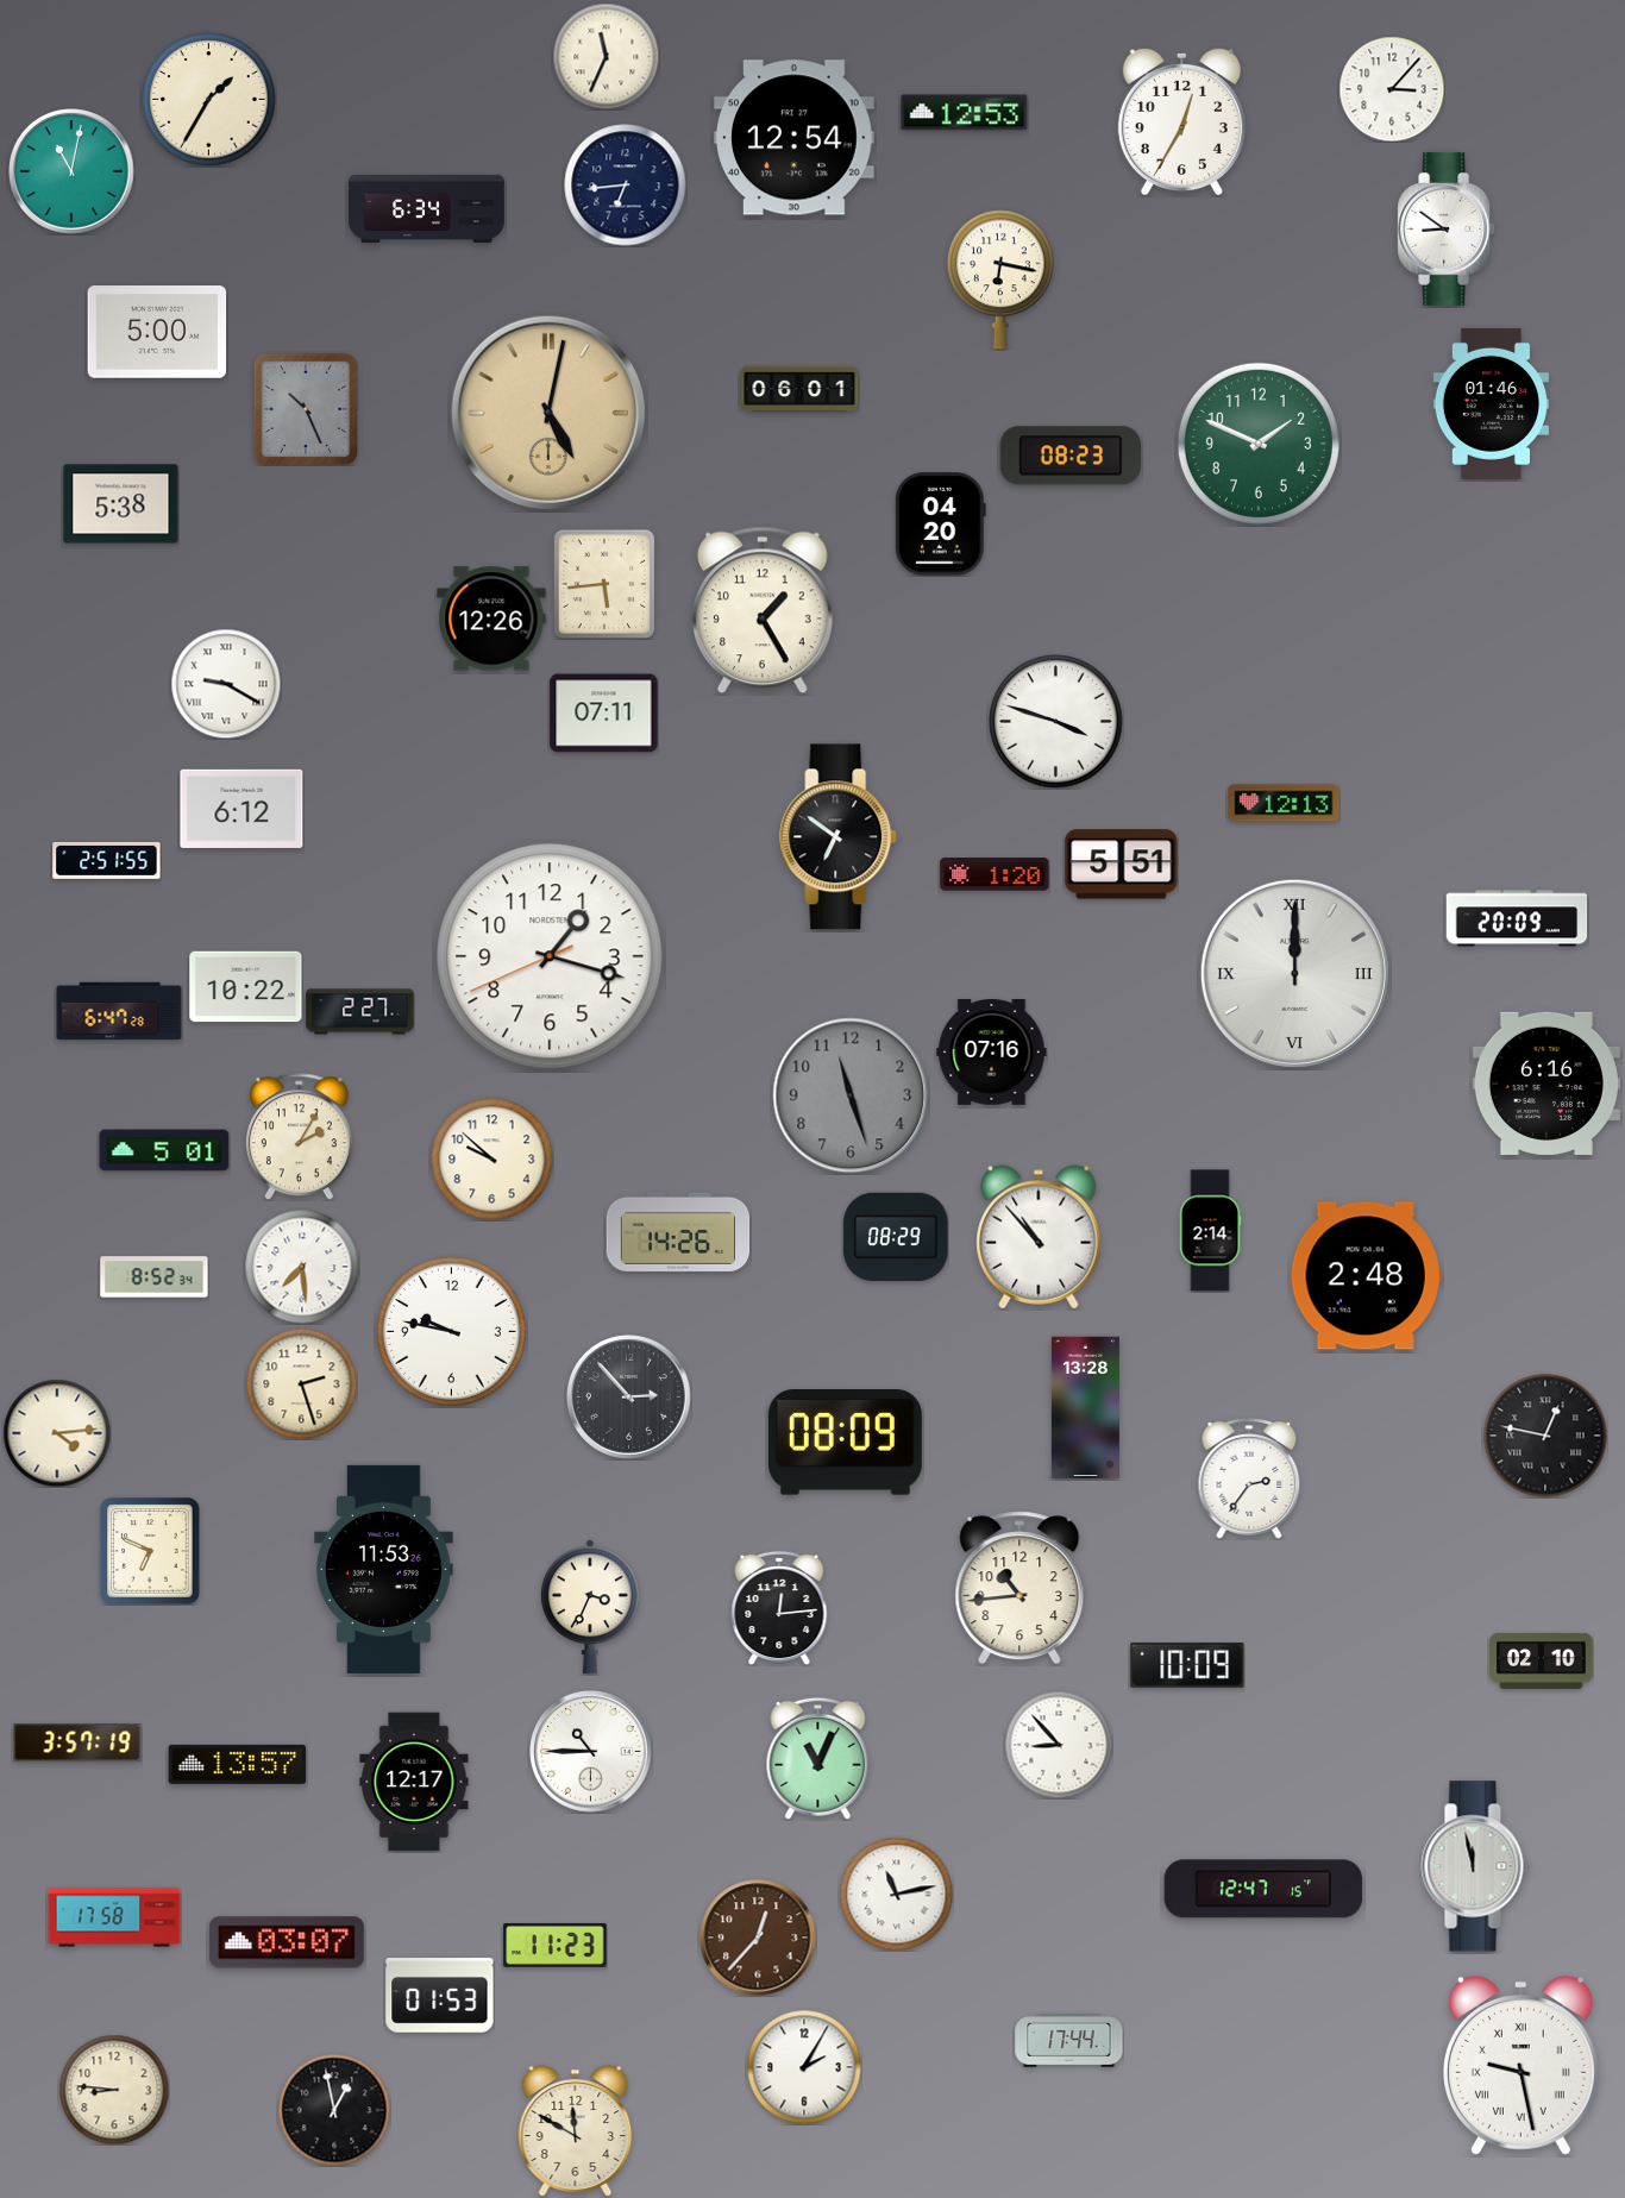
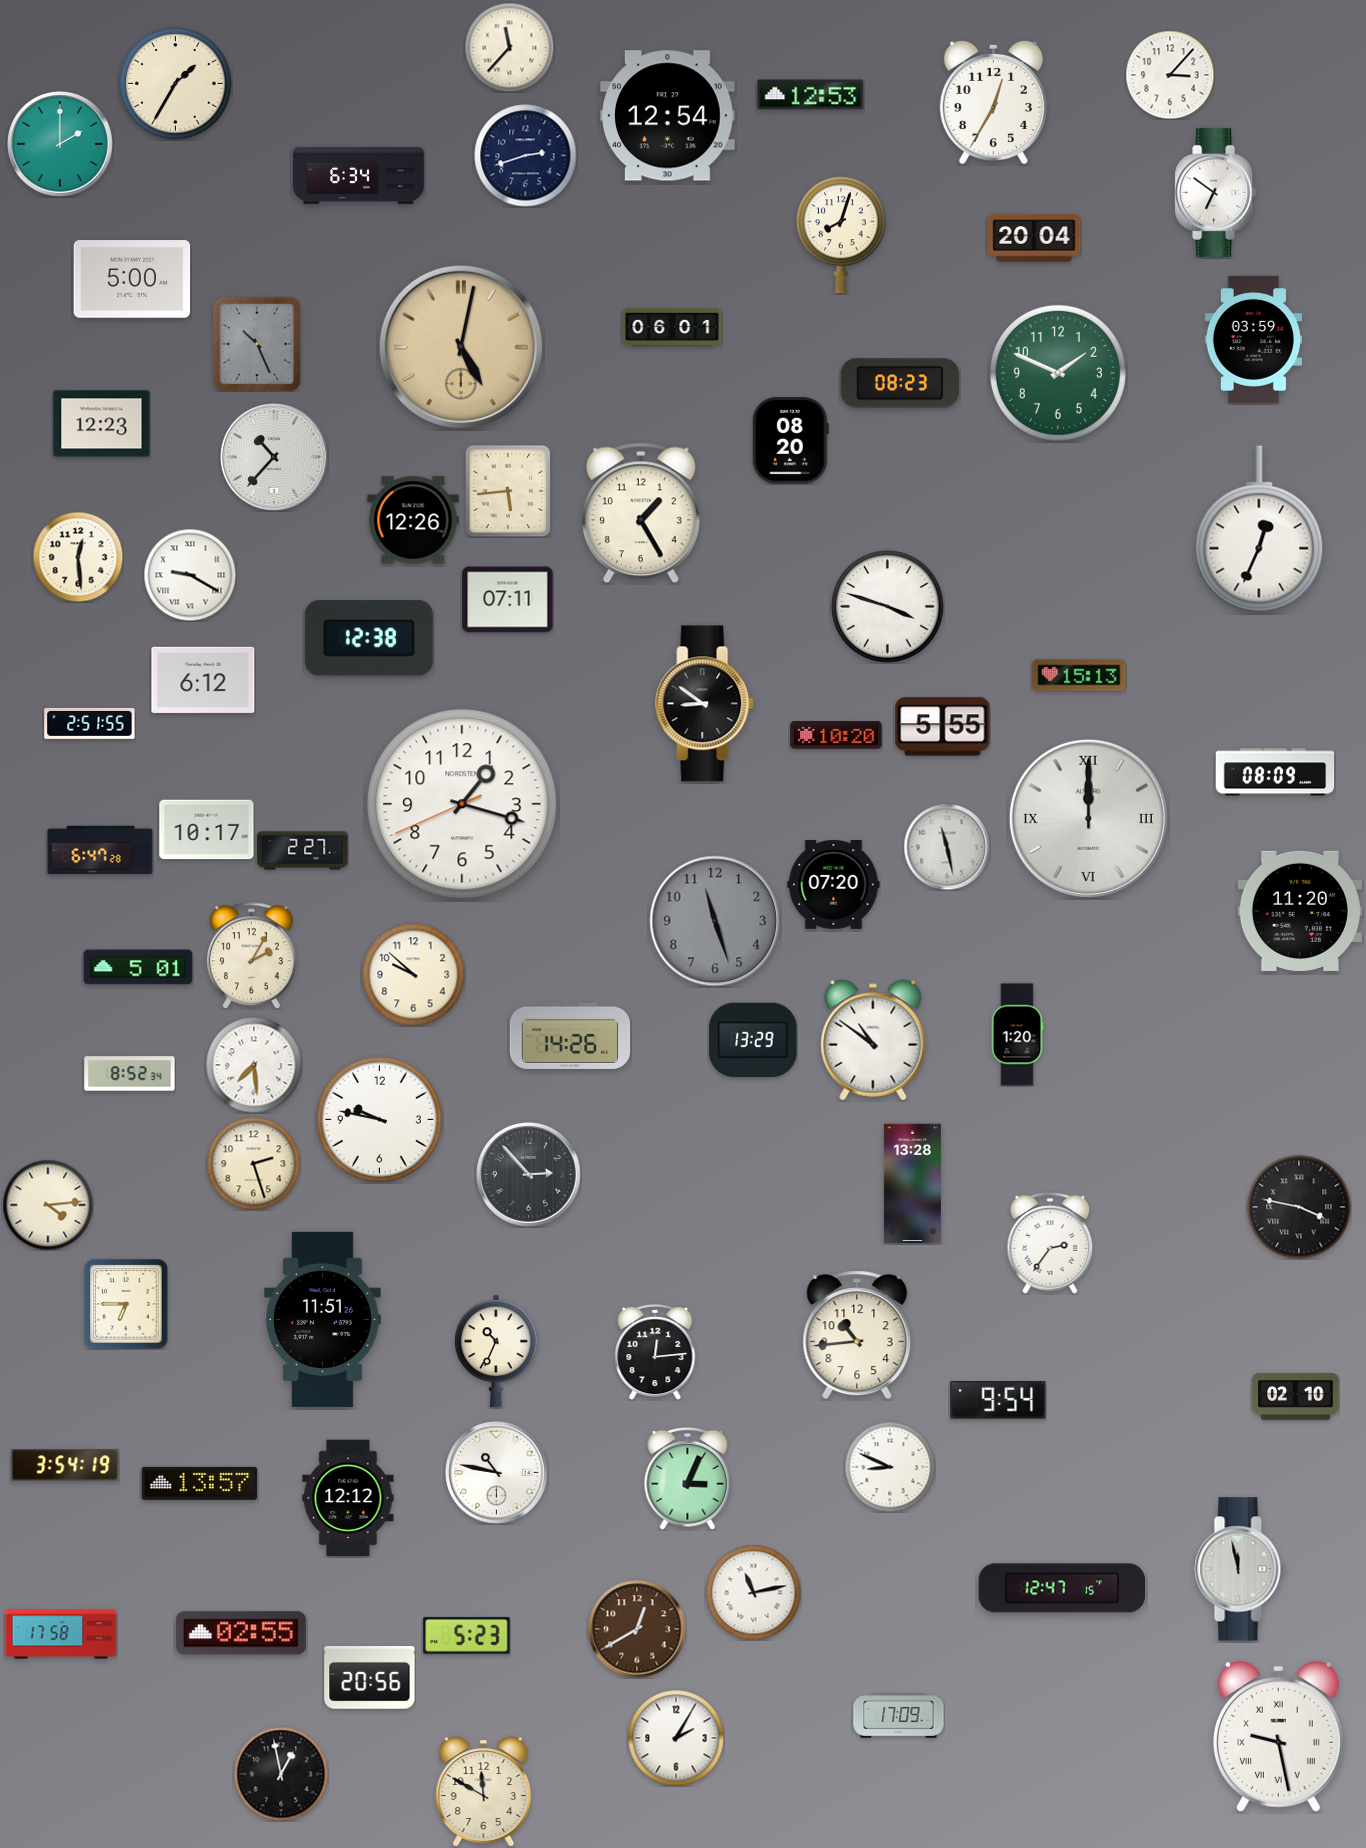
clock at (606, 56): 11:34 -> 11:37
clock at (73, 172): 11:02 -> 2:00
clock at (626, 186): 6:44 -> 2:42
clock at (1447, 228): 8:51 -> 6:51
clock at (1002, 280): 6:17 -> 8:03
clock at (1034, 238): none -> 20:04
clock at (1491, 403): 01:46 -> 03:59
clock at (121, 504): 5:38 -> 12:23
clock at (940, 525): 04:20 -> 08:20
clock at (274, 457): none -> 10:37
clock at (1259, 529): none -> 12:34
clock at (78, 557): none -> 12:29
clock at (369, 638): none -> 12:38
clock at (1284, 803): 12:13 -> 15:13
clock at (839, 837): 6:51 -> 8:51
clock at (1122, 865): 5:51 -> 5:55
clock at (995, 874): 1:20 -> 10:20
clock at (1517, 918): 20:09 -> 08:09
clock at (246, 987): 10:22 -> 10:17
clock at (947, 847): none -> 11:28
clock at (992, 1051): 07:16 -> 07:20
clock at (1546, 1084): 6:16 -> 11:20
clock at (1210, 1231): 2:14 -> 1:20
clock at (896, 1237): 08:29 -> 13:29
clock at (1039, 1237): 10:53 -> 10:51
clock at (1366, 1276): 2:48 -> none
clock at (1545, 1436): 12:47 -> 3:47
clock at (845, 1443): 08:09 -> none
clock at (150, 1551): 6:49 -> 6:45
clock at (384, 1569): 11:53 -> 11:51
clock at (590, 1607): 3:34 -> 10:34
clock at (1187, 1666): 10:09 -> 9:54
clock at (77, 1742): 3:57 -> 3:54
clock at (1059, 1745): 8:53 -> 8:49
clock at (591, 1752): 10:45 -> 10:47
clock at (818, 1758): 11:04 -> 3:04
clock at (414, 1782): 12:17 -> 12:12
clock at (114, 1917) position: (114, 1917) -> (61, 1634)
clock at (758, 1938): 12:37 -> 12:40
clock at (287, 1942): 03:07 -> 02:55
clock at (556, 1945): 11:23 -> 5:23
clock at (440, 1996): 01:53 -> 20:56
clock at (1069, 2041): 17:44 -> 17:09
clock at (114, 2090): 8:46 -> none
